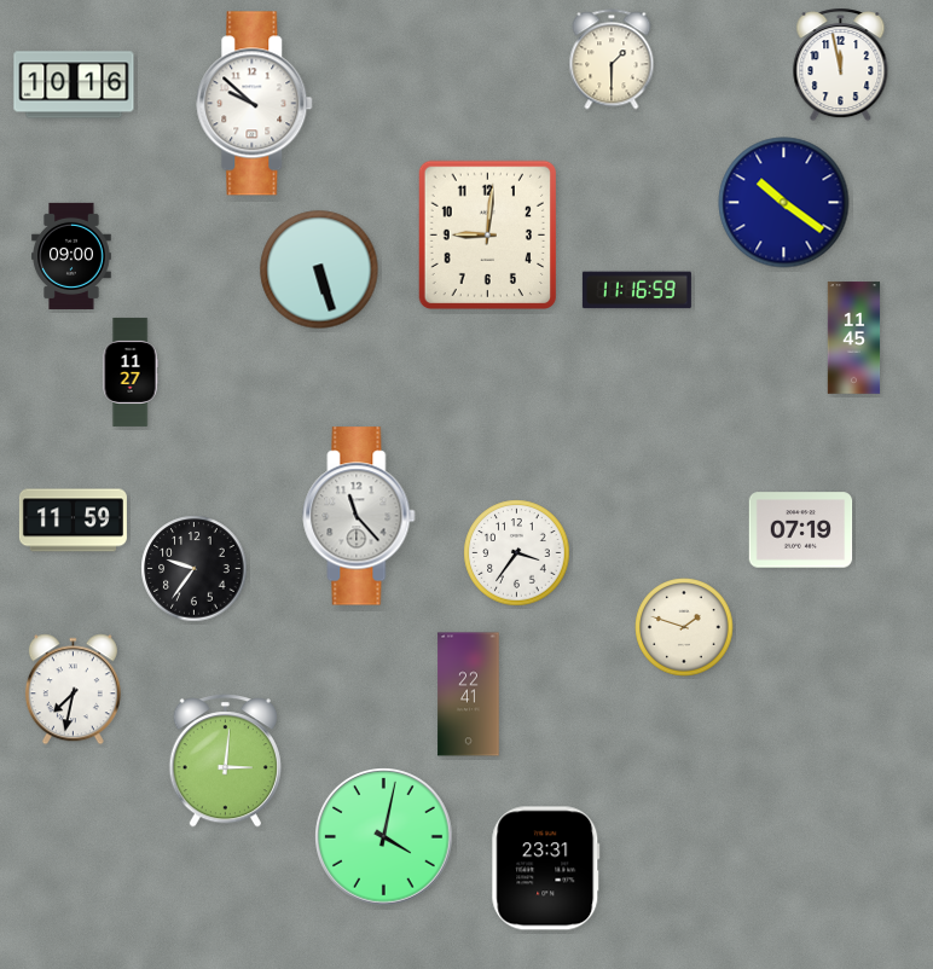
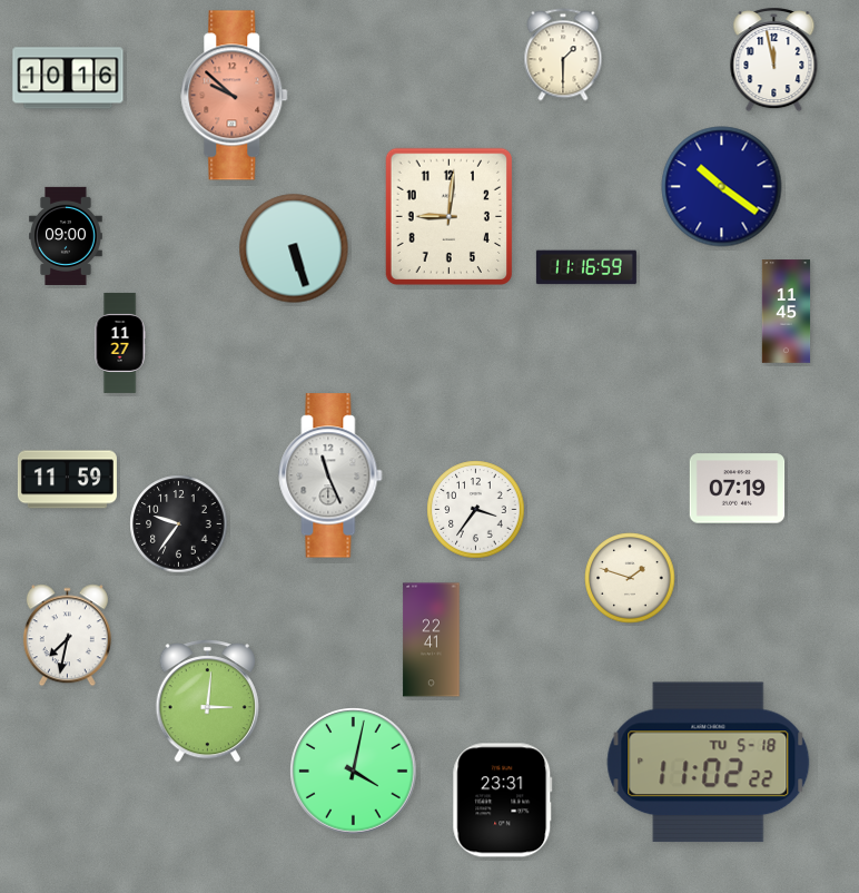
clock at (255, 104) dial: white -> salmon
clock at (359, 516): 11:23 -> 11:26
clock at (709, 763): none -> 11:02
